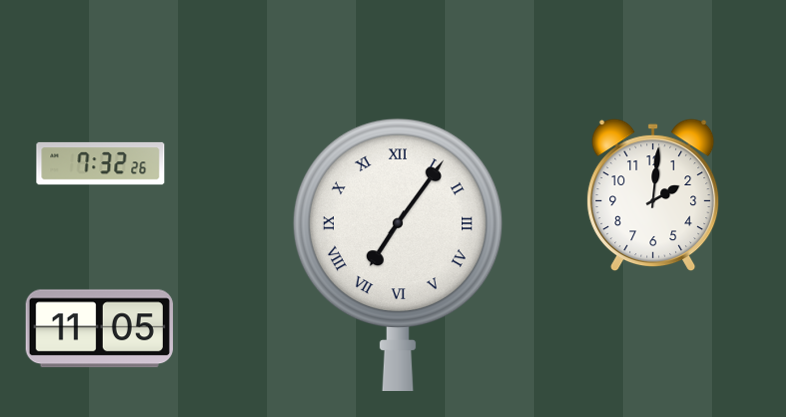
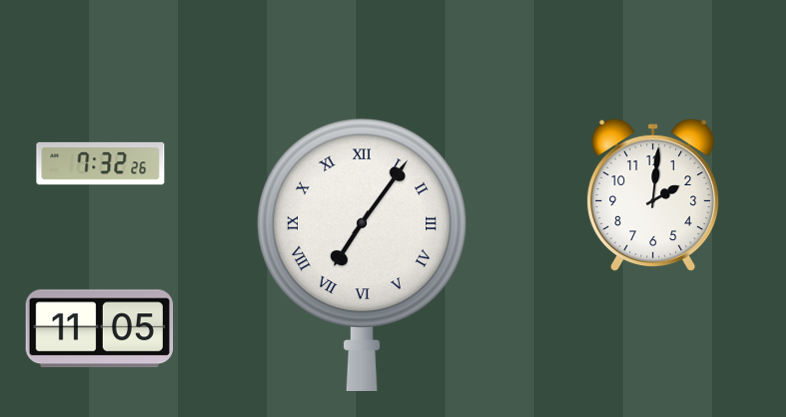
clock at (398, 254) position: (398, 254) -> (362, 254)
